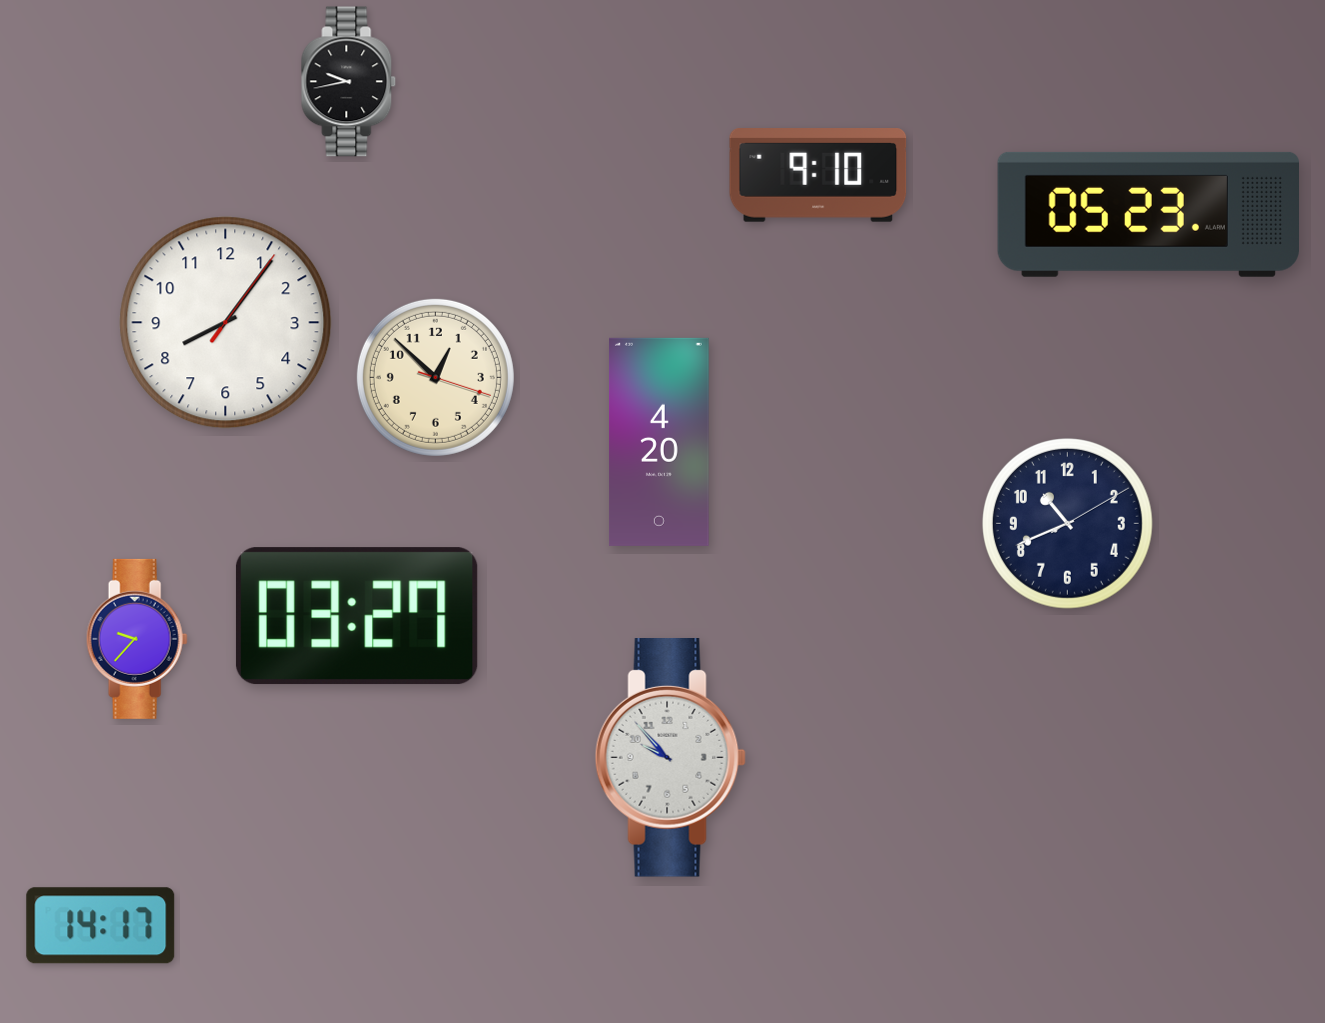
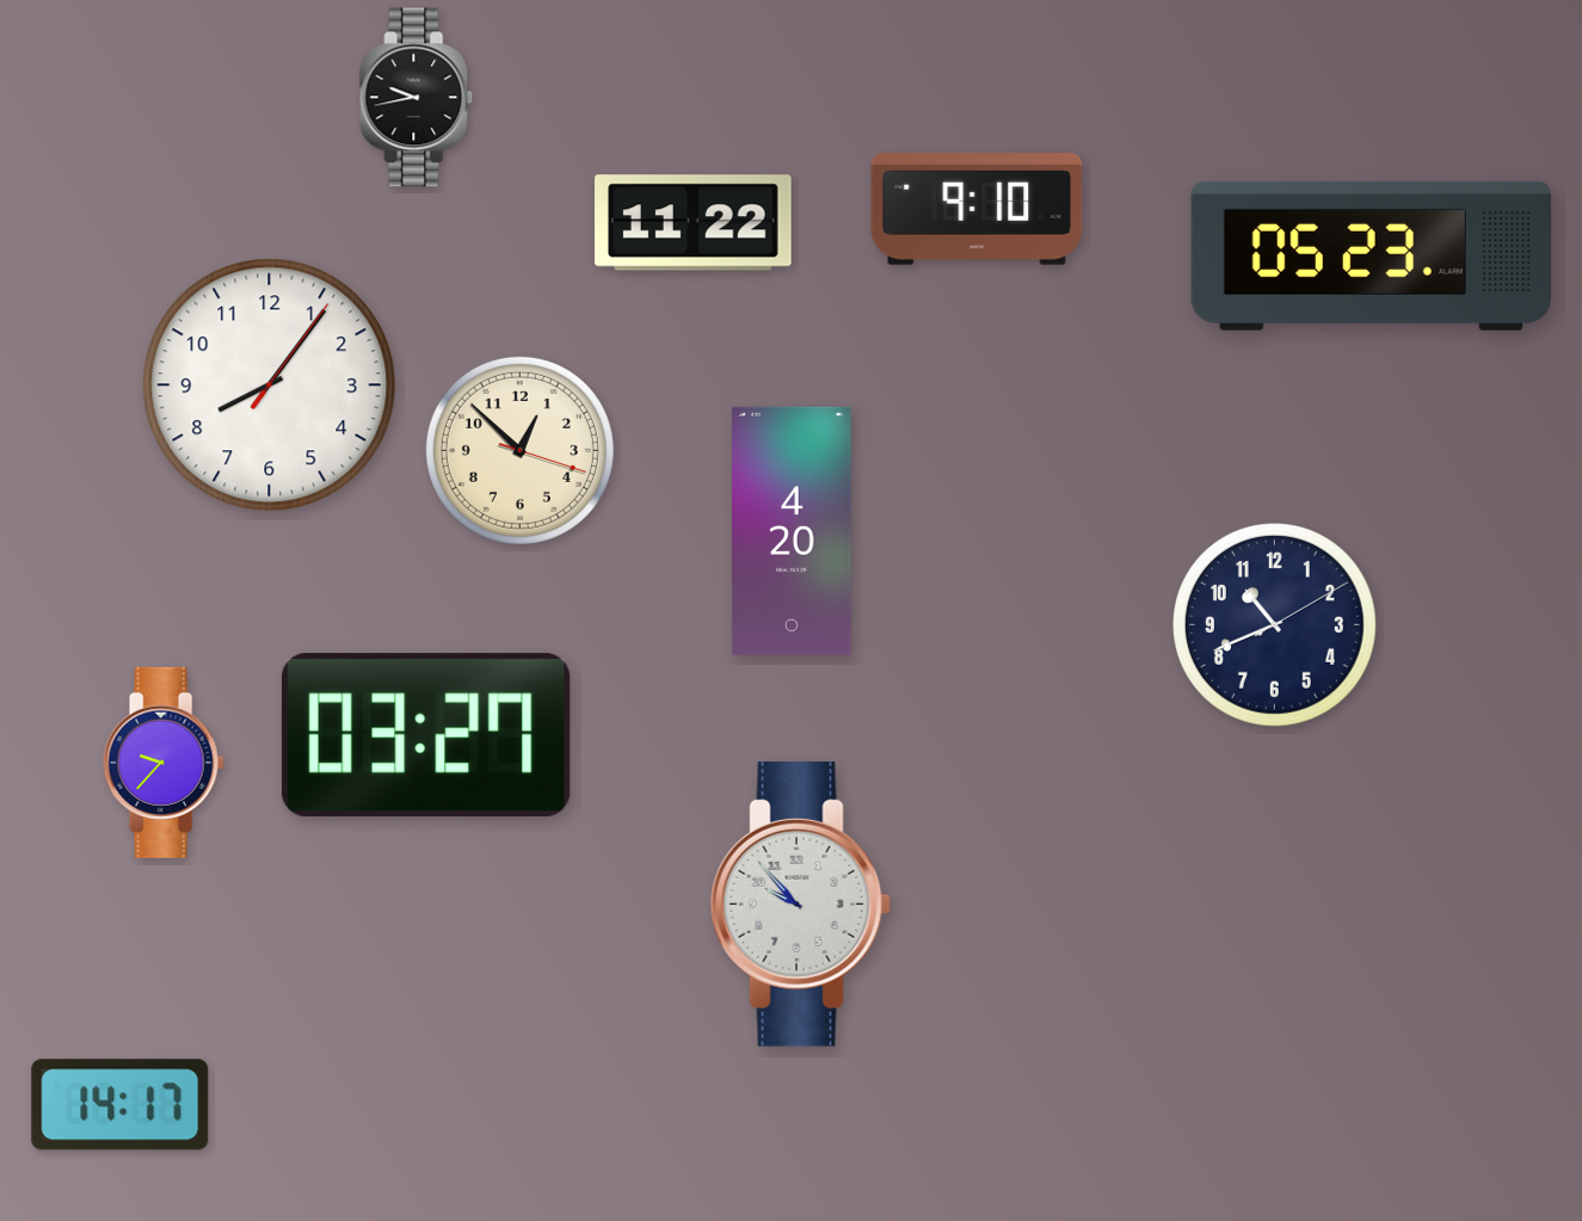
clock at (694, 223): none -> 11:22
clock at (660, 442) position: (660, 442) -> (793, 531)
